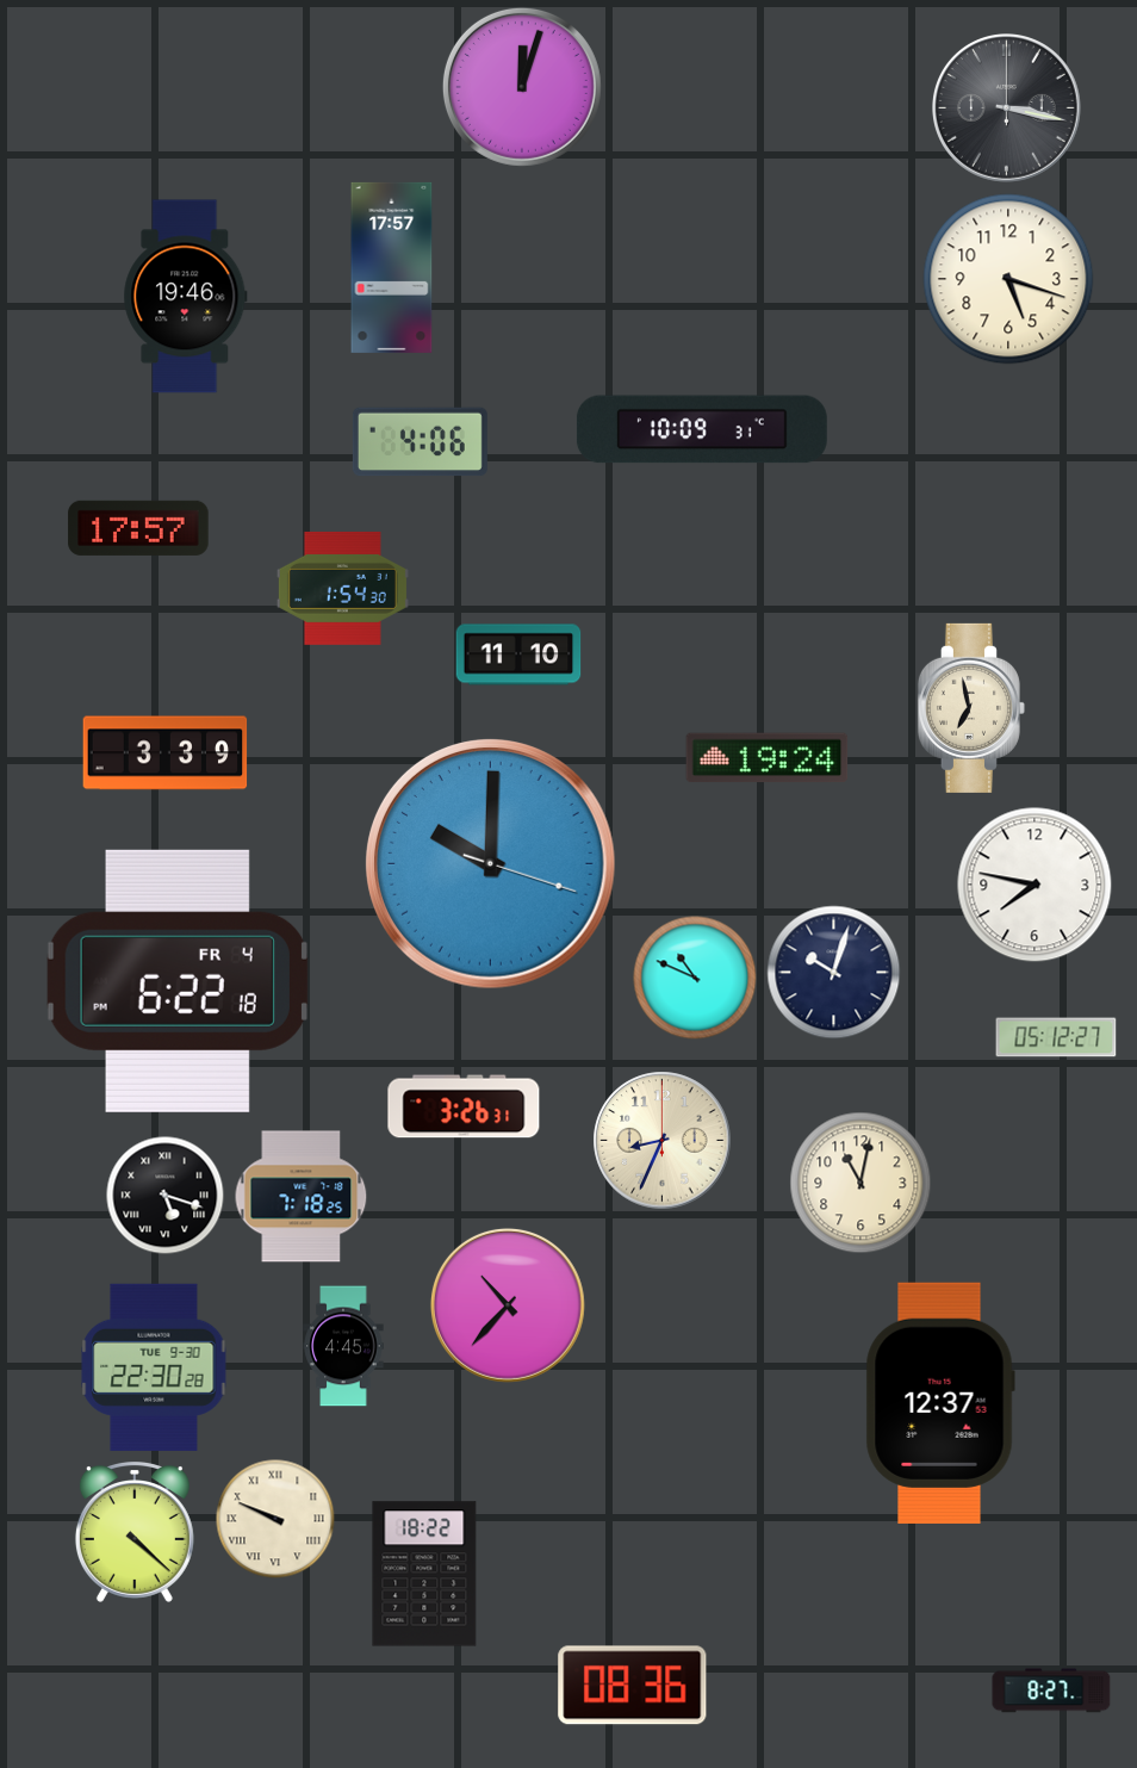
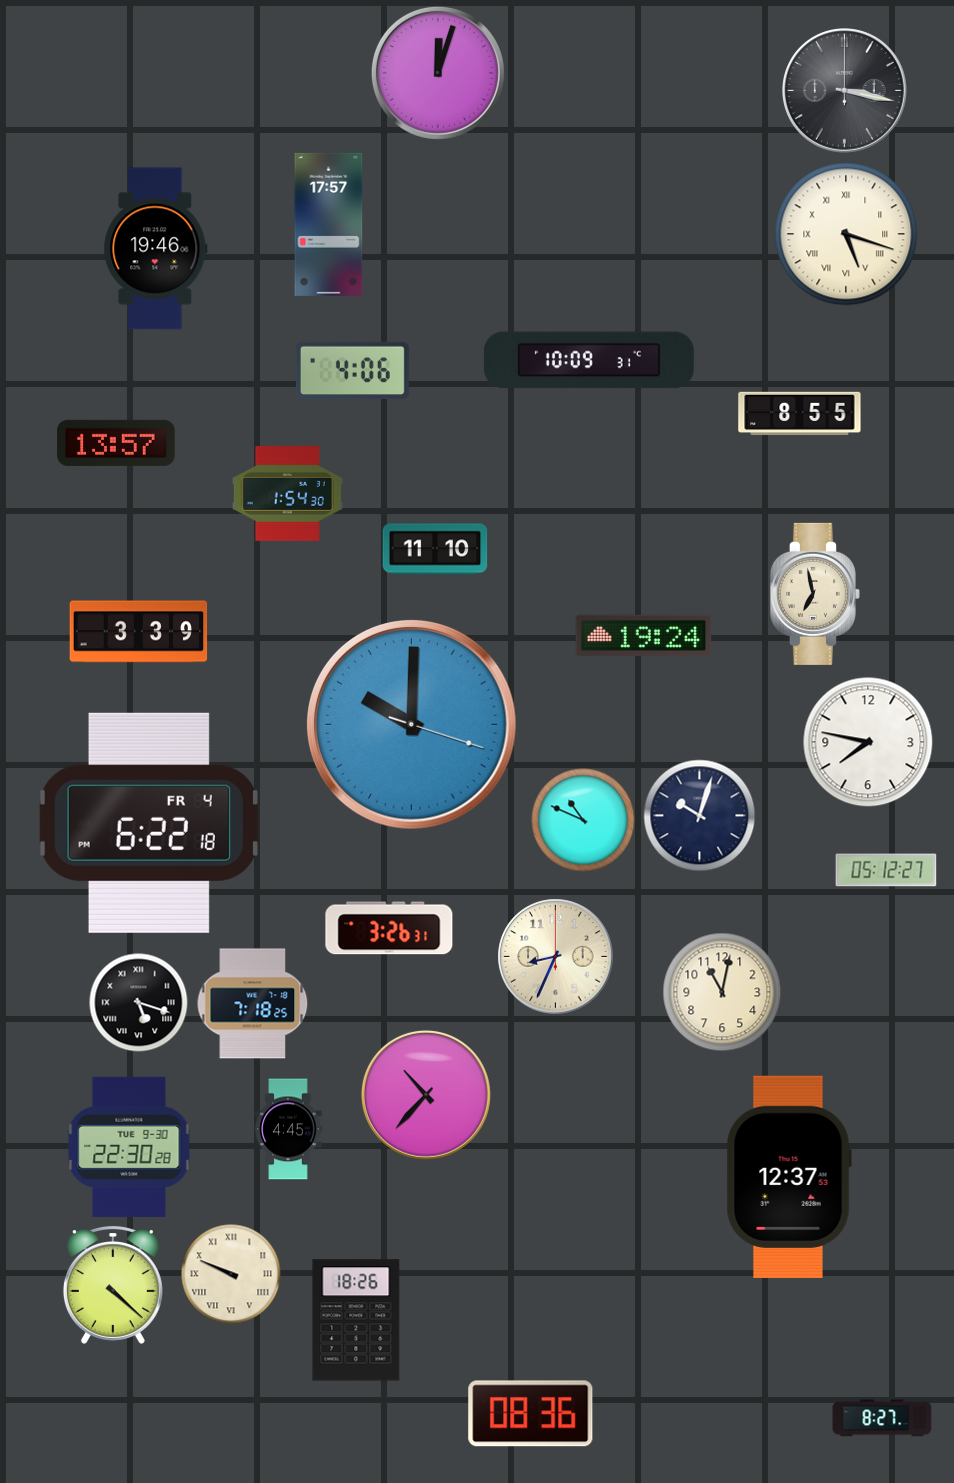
clock at (1008, 279) numerals: Arabic -> Roman
clock at (800, 414): none -> 8:55
clock at (138, 528): 17:57 -> 13:57
clock at (424, 1574): 18:22 -> 18:26
